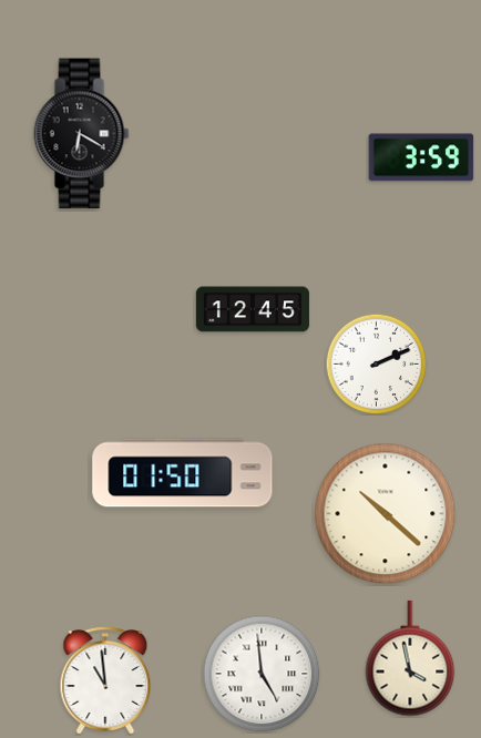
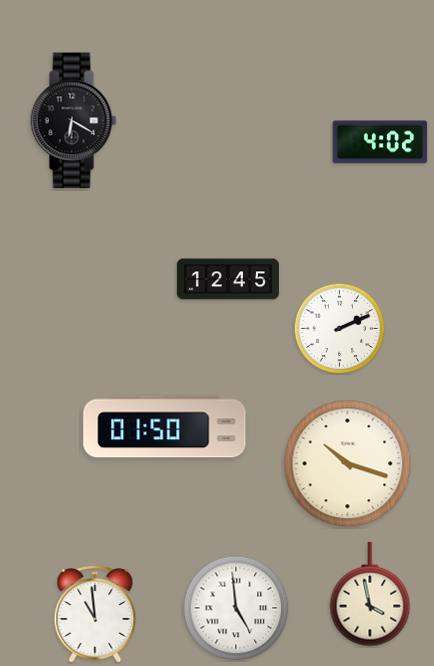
clock at (421, 157): 3:59 -> 4:02
clock at (386, 514): 10:22 -> 10:18
